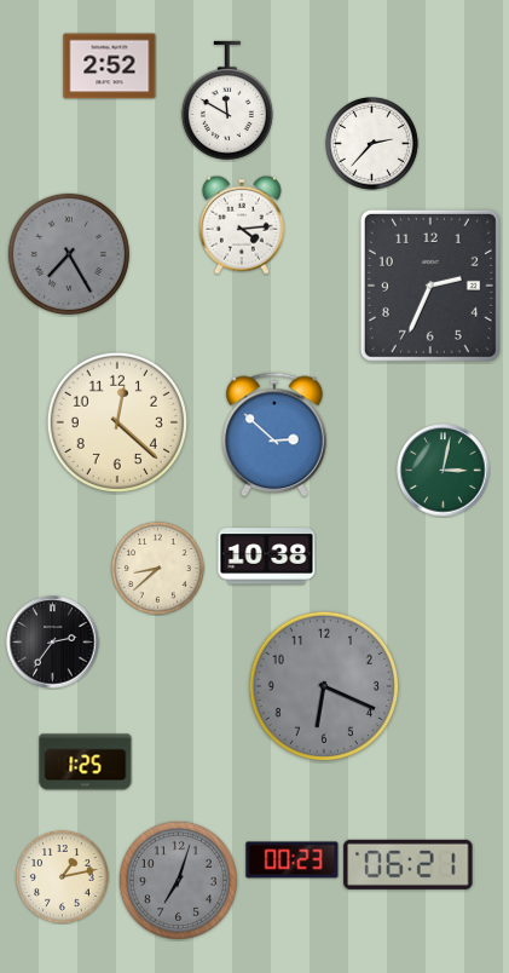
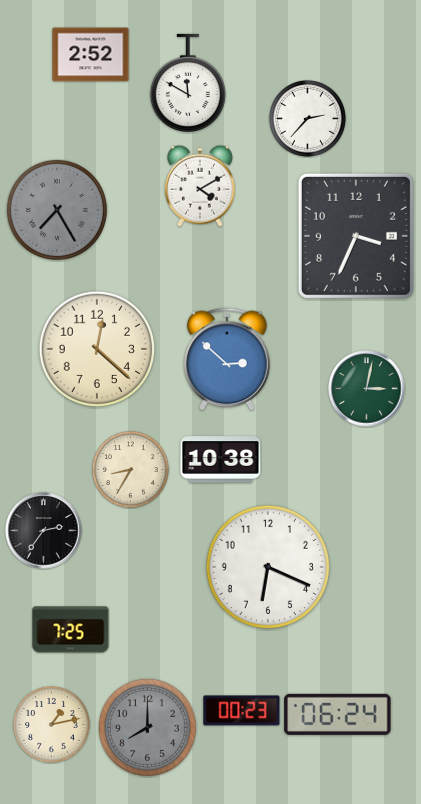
clock at (242, 225): 4:14 -> 4:10
clock at (430, 286): 2:34 -> 3:34
clock at (158, 569): 8:38 -> 8:35
clock at (324, 686) dial: grey -> white
clock at (86, 762): 1:25 -> 7:25
clock at (409, 864): 06:21 -> 06:24
clock at (178, 880): 7:03 -> 8:00
